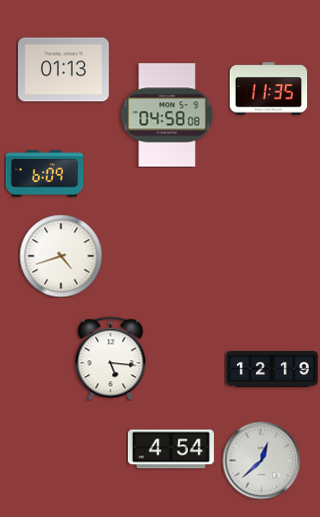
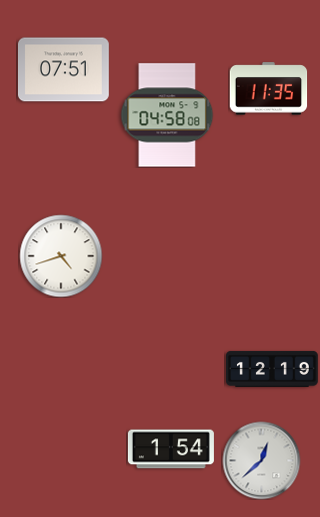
clock at (64, 70): 01:13 -> 07:51
clock at (44, 174): 6:09 -> none
clock at (111, 358): 5:16 -> none
clock at (171, 449): 4:54 -> 1:54
